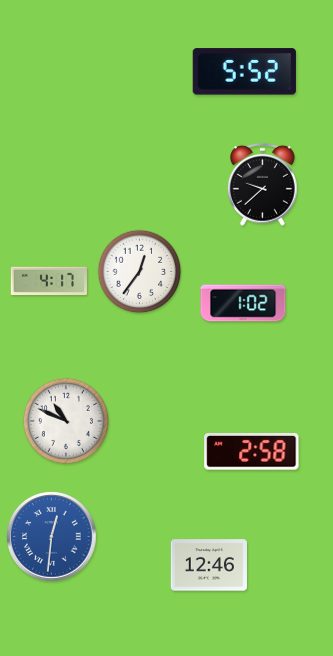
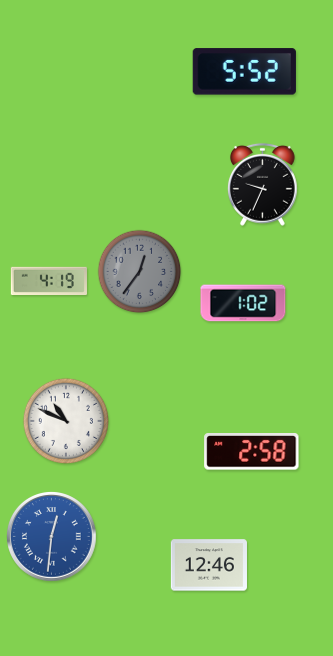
clock at (263, 184): 9:38 -> 9:34
clock at (140, 272) dial: white -> grey
clock at (49, 280): 4:17 -> 4:19
